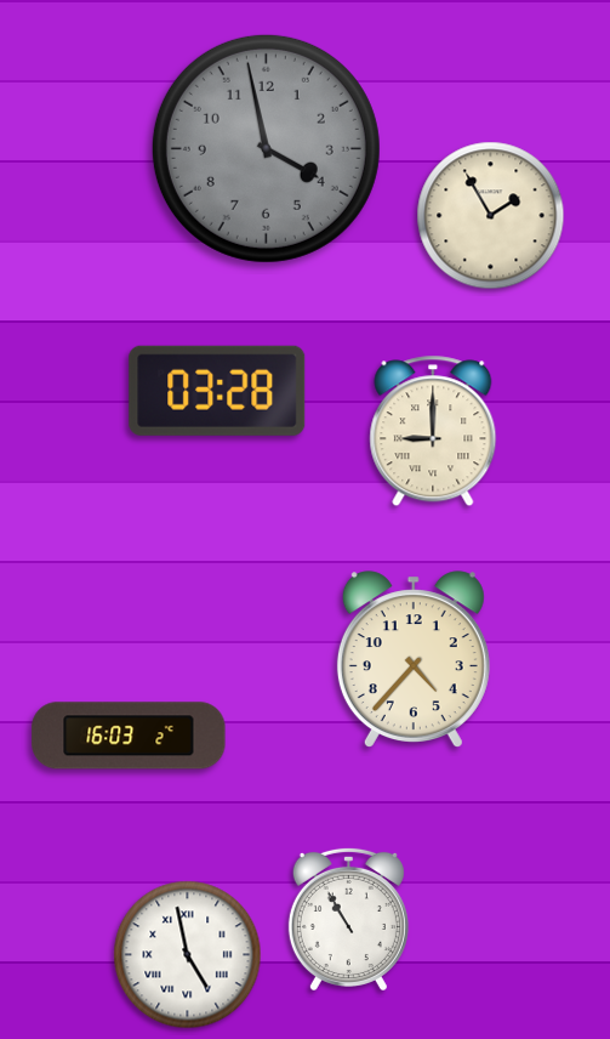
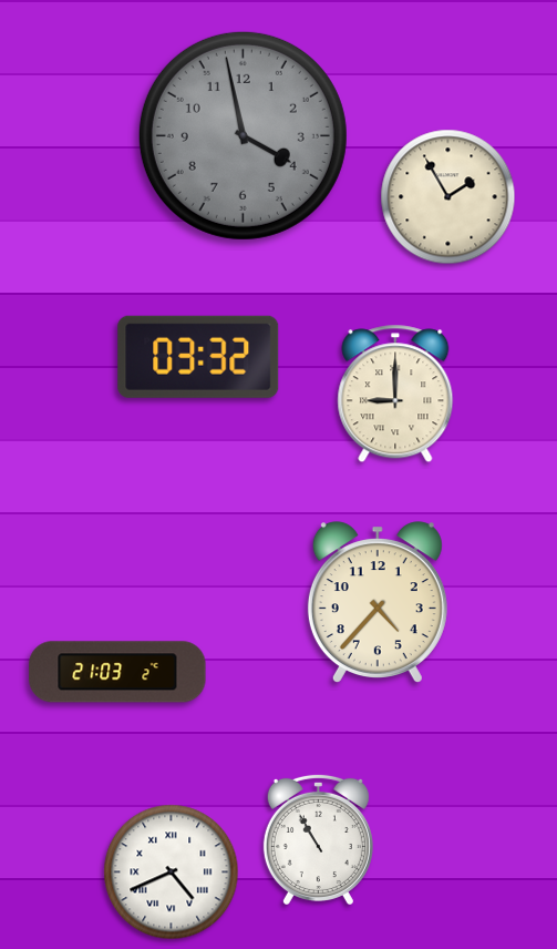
clock at (217, 391): 03:28 -> 03:32
clock at (129, 736): 16:03 -> 21:03
clock at (188, 955): 4:58 -> 4:41
